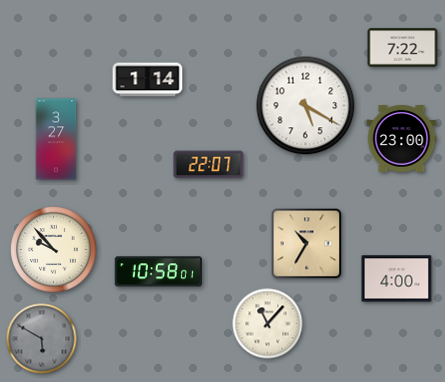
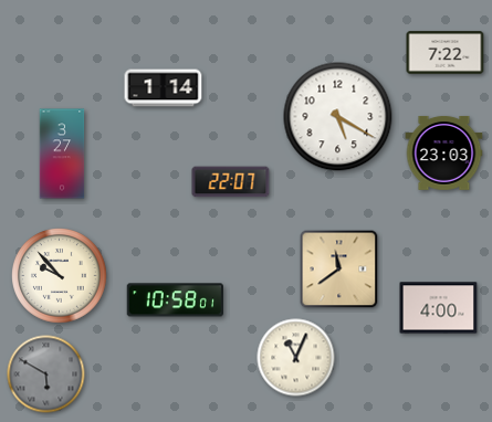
clock at (402, 138): 23:00 -> 23:03
clock at (307, 244): 10:35 -> 11:39
clock at (268, 324): 11:07 -> 11:04
